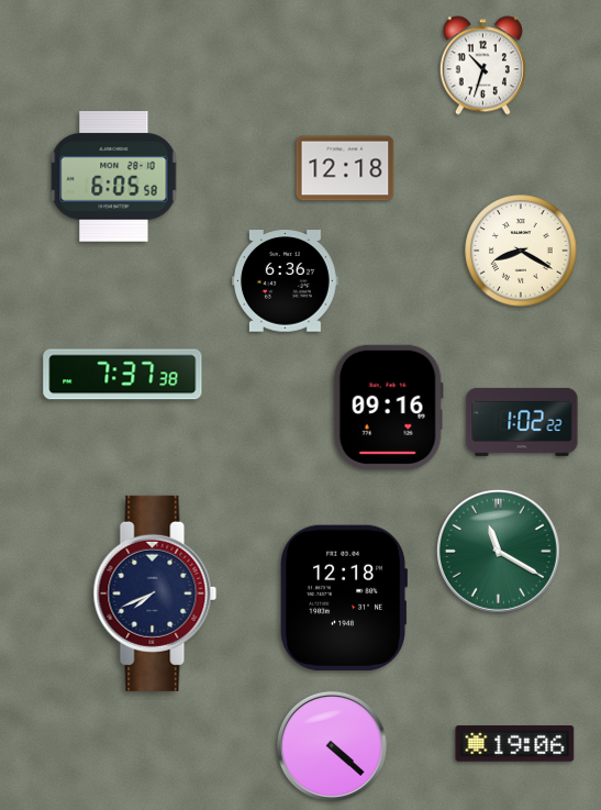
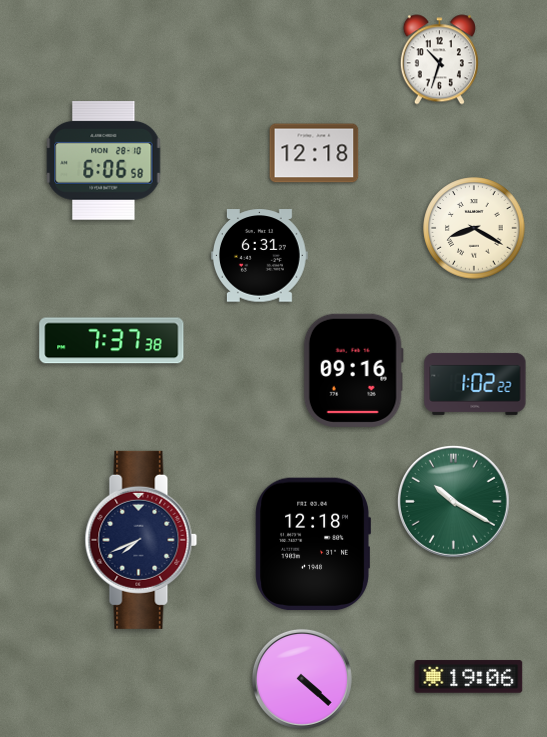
clock at (114, 177): 6:05 -> 6:06
clock at (286, 281): 6:36 -> 6:31
clock at (498, 551): 11:20 -> 10:20
